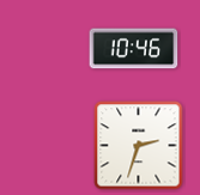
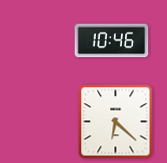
clock at (139, 146): 2:33 -> 6:22
